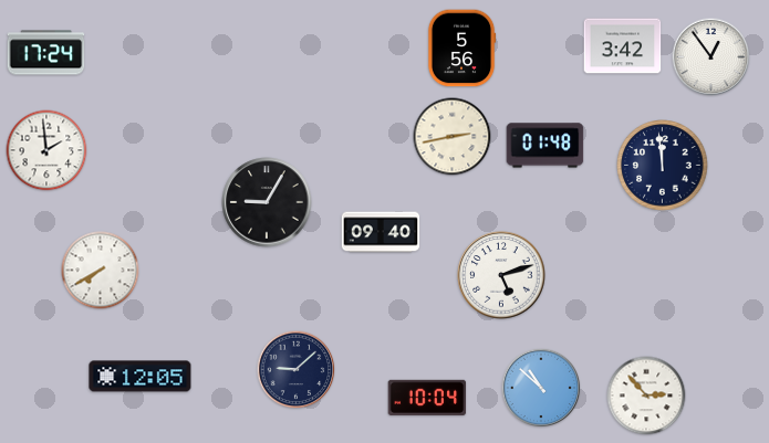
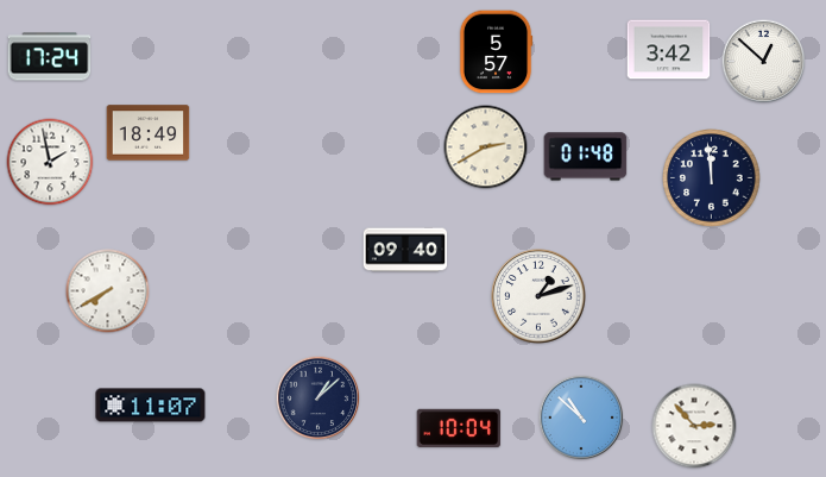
clock at (461, 49): 5:56 -> 5:57
clock at (711, 57): 12:54 -> 12:52
clock at (149, 133): none -> 18:49
clock at (453, 137): 2:43 -> 2:40
clock at (46, 150): 1:59 -> 1:58
clock at (267, 202): 9:05 -> none
clock at (381, 232) position: (381, 232) -> (405, 250)
clock at (501, 275): 5:12 -> 1:12
clock at (297, 370): 9:08 -> 1:08
clock at (141, 377): 12:05 -> 11:07
